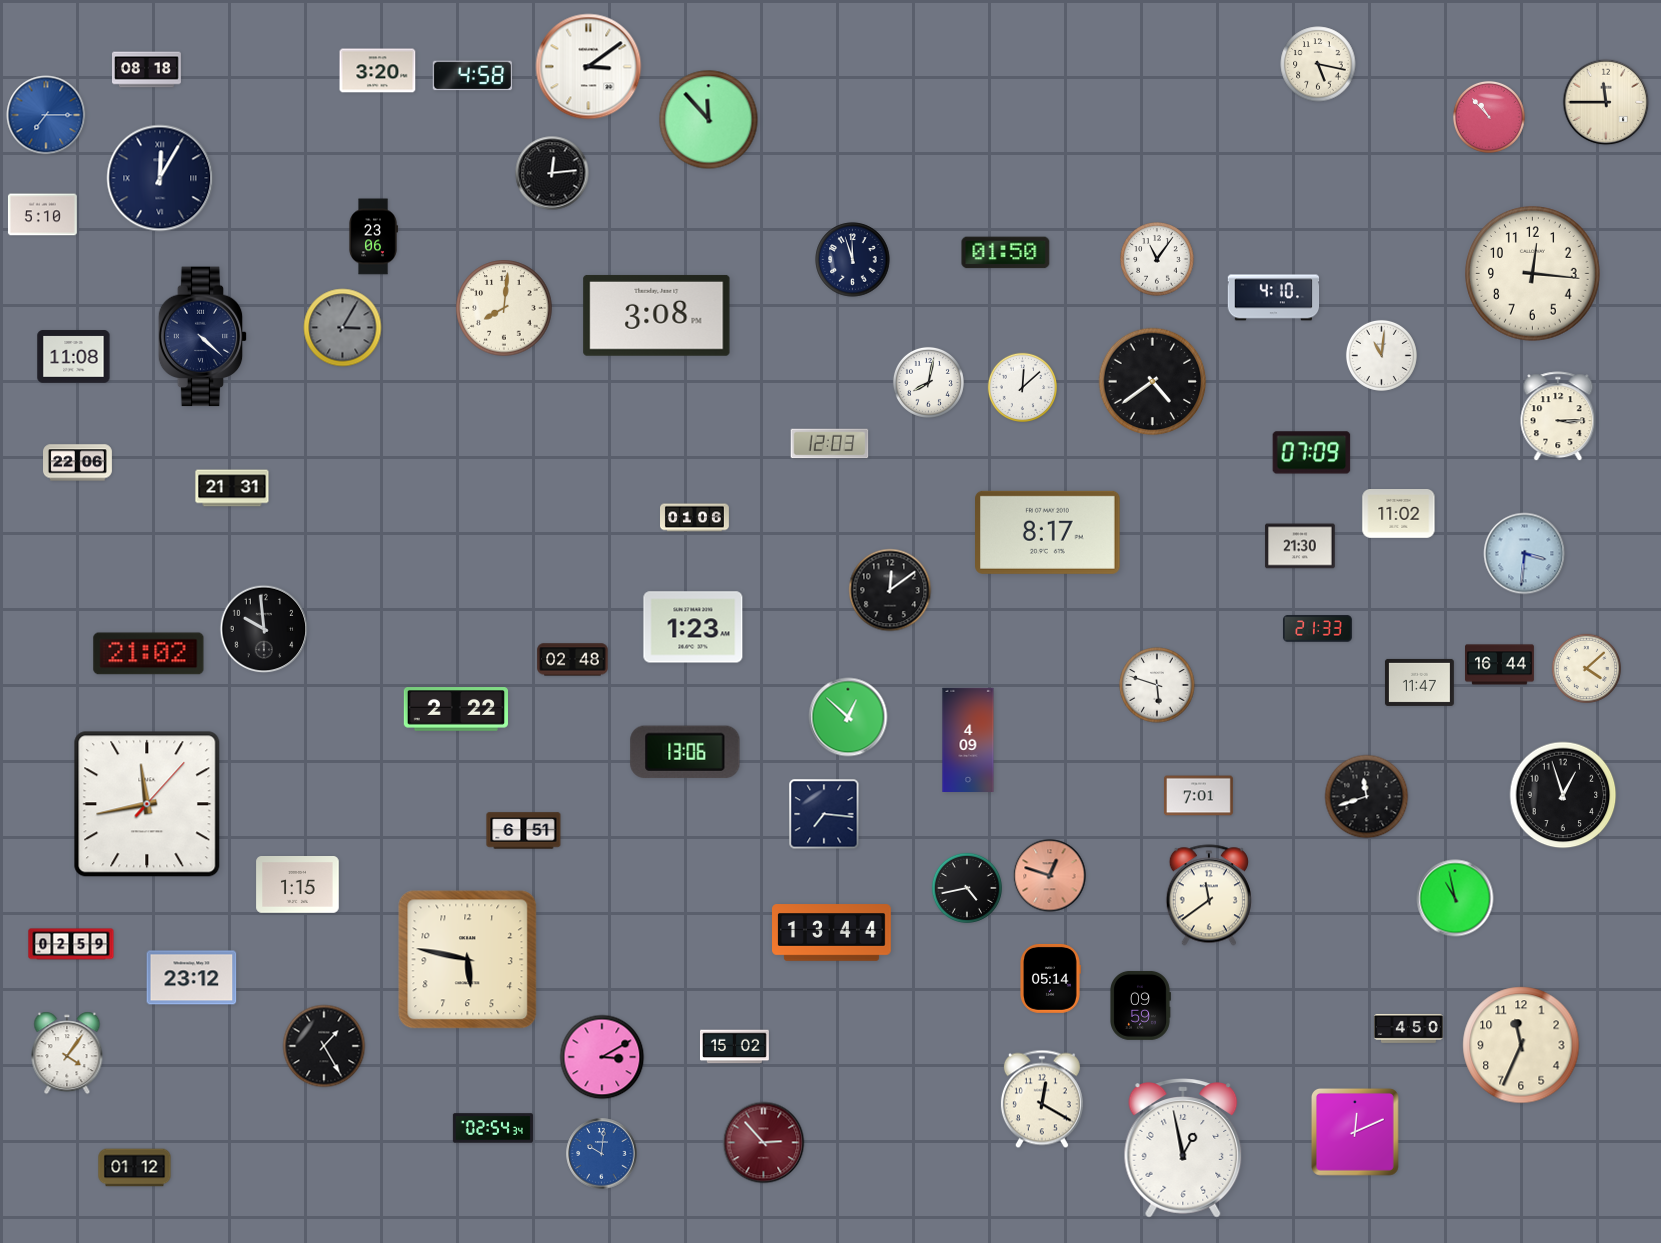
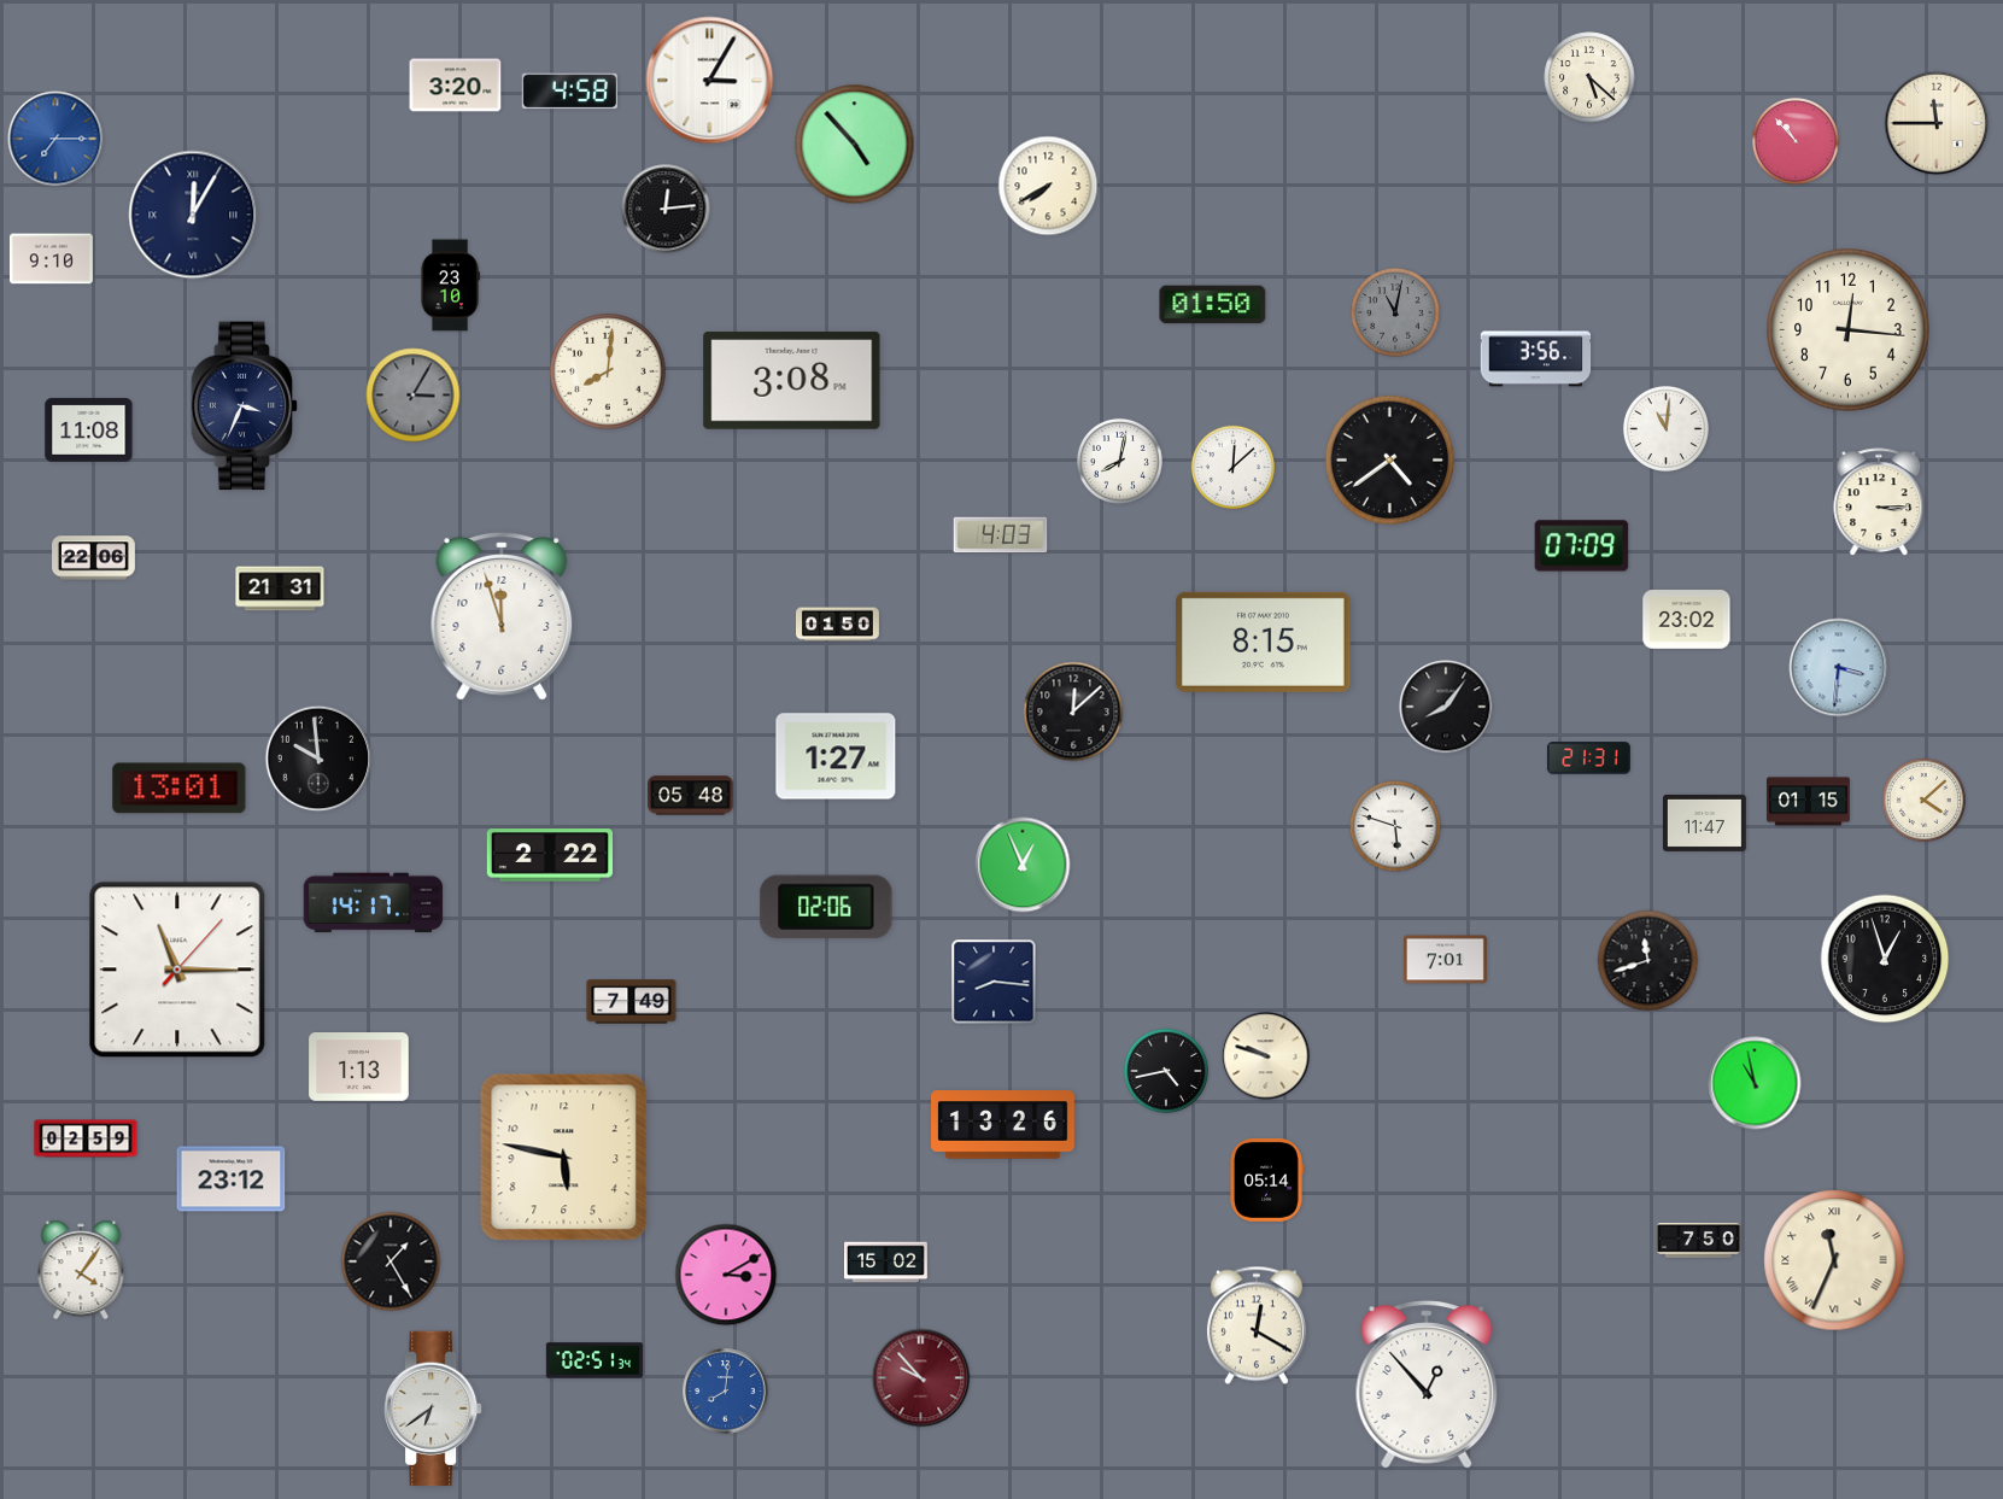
clock at (1318, 64): 5:17 -> 5:22
clock at (589, 67): 3:09 -> 3:05
clock at (147, 70): 08:18 -> none
clock at (709, 120): 11:53 -> 4:53
clock at (1048, 186): none -> 7:40
clock at (42, 215): 5:10 -> 9:10
clock at (373, 237): 23:06 -> 23:10
clock at (1157, 259): 11:06 -> 11:02
clock at (1157, 259) dial: white -> grey
clock at (853, 260): 11:57 -> none
clock at (1274, 298): 4:10 -> 3:56
clock at (203, 337): 4:22 -> 3:34
clock at (830, 444): 12:03 -> 4:03
clock at (502, 616): none -> 11:57
clock at (1399, 514): 11:02 -> 23:02
clock at (695, 518): 01:06 -> 01:50
clock at (1048, 532): 8:17 -> 8:15
clock at (1300, 546): 21:30 -> none
clock at (1446, 707): none -> 8:06
clock at (890, 590): 12:09 -> 12:08
clock at (693, 627): 1:23 -> 1:27
clock at (1317, 629): 21:33 -> 21:31
clock at (149, 654): 21:02 -> 13:01
clock at (573, 660): 02:48 -> 05:48
clock at (1500, 665): 16:44 -> 01:15
clock at (1586, 668) position: (1586, 668) -> (1923, 800)
clock at (1419, 682) position: (1419, 682) -> (1704, 822)
clock at (848, 717): 12:52 -> 12:56
clock at (968, 739): 4:09 -> none
clock at (374, 903): none -> 14:17
clock at (685, 752): 13:06 -> 02:06
clock at (147, 804): 11:43 -> 11:15
clock at (824, 814): 7:16 -> 8:16
clock at (524, 831): 6:51 -> 7:49
clock at (1050, 876): 12:48 -> 9:48
clock at (1050, 876) dial: salmon -> cream
clock at (298, 885): 1:15 -> 1:13
clock at (1209, 895): 11:39 -> none
clock at (832, 933): 13:44 -> 13:26
clock at (1141, 1005): 09:59 -> none
clock at (1409, 1028): 4:50 -> 7:50
clock at (1521, 1045) numerals: Arabic -> Roman
clock at (493, 1128): 02:54 -> 02:51
clock at (1355, 1132): 12:11 -> none
clock at (764, 1143): 2:53 -> 9:53
clock at (1183, 1148): 12:58 -> 12:53
clock at (602, 1154): 10:01 -> 8:01
clock at (135, 1168): 01:12 -> none
clock at (433, 1409): none -> 6:39
